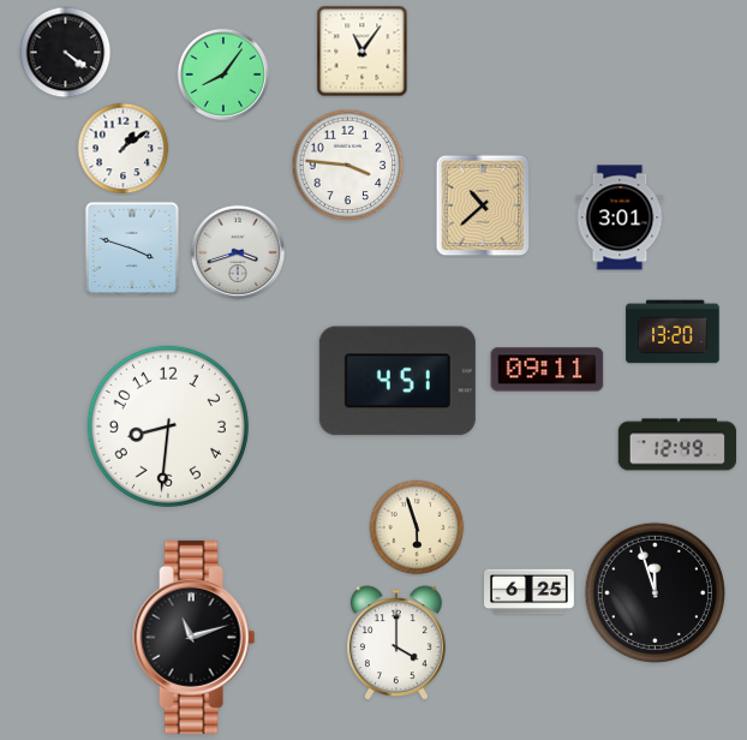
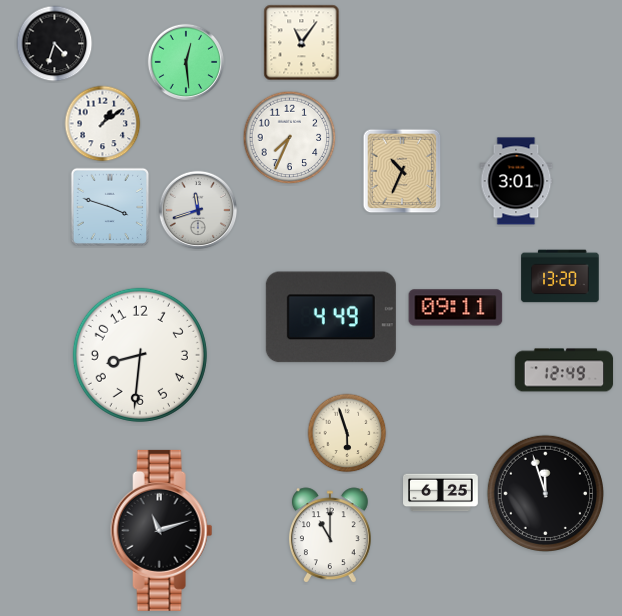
clock at (66, 53): 4:21 -> 4:33
clock at (222, 73): 8:06 -> 12:29
clock at (348, 166): 3:46 -> 7:34
clock at (483, 205): 10:38 -> 10:34
clock at (238, 252): 3:42 -> 11:42
clock at (398, 381): 4:51 -> 4:49
clock at (417, 527) position: (417, 527) -> (347, 433)
clock at (396, 644): 4:00 -> 11:00
